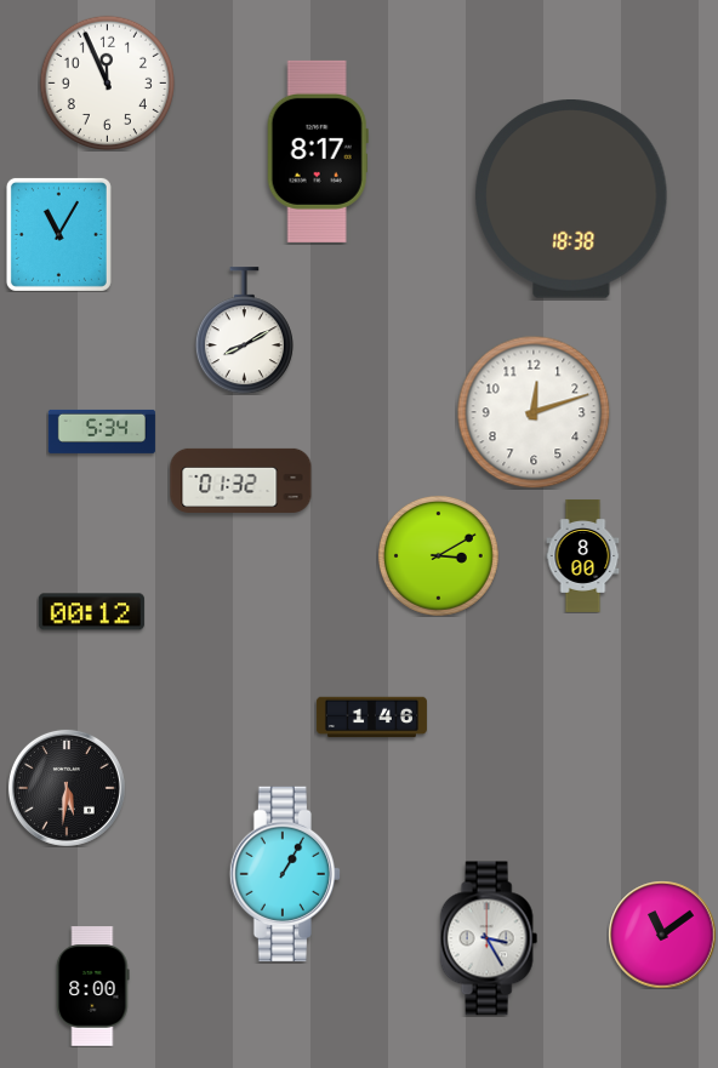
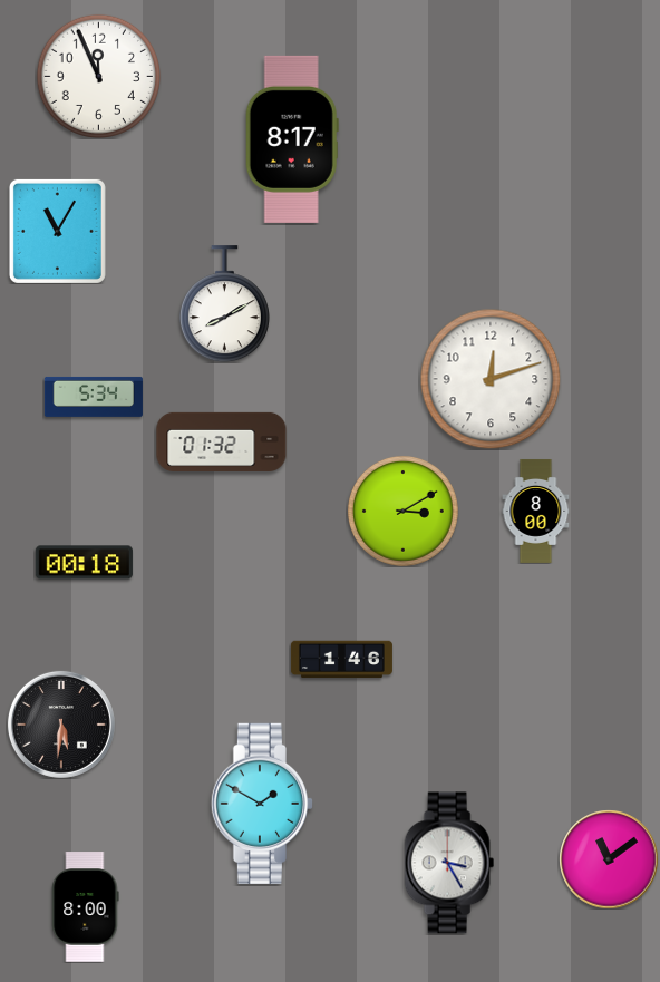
clock at (571, 200): 18:38 -> none
clock at (58, 234) position: (58, 234) -> (57, 231)
clock at (91, 612): 00:12 -> 00:18
clock at (285, 874): 1:05 -> 1:50
